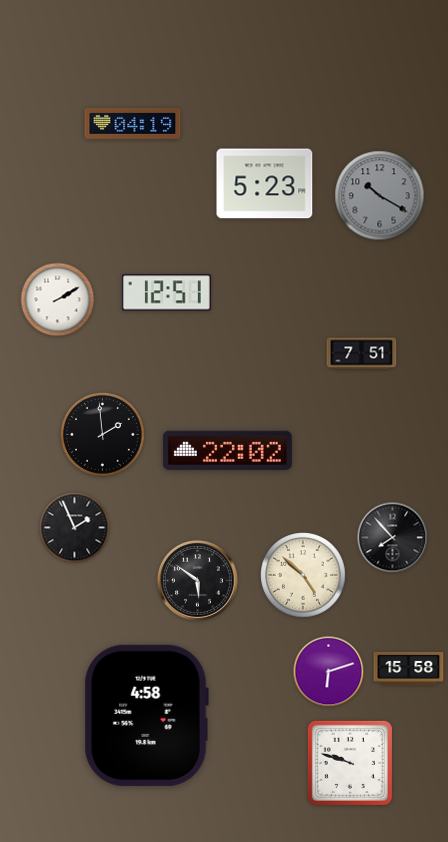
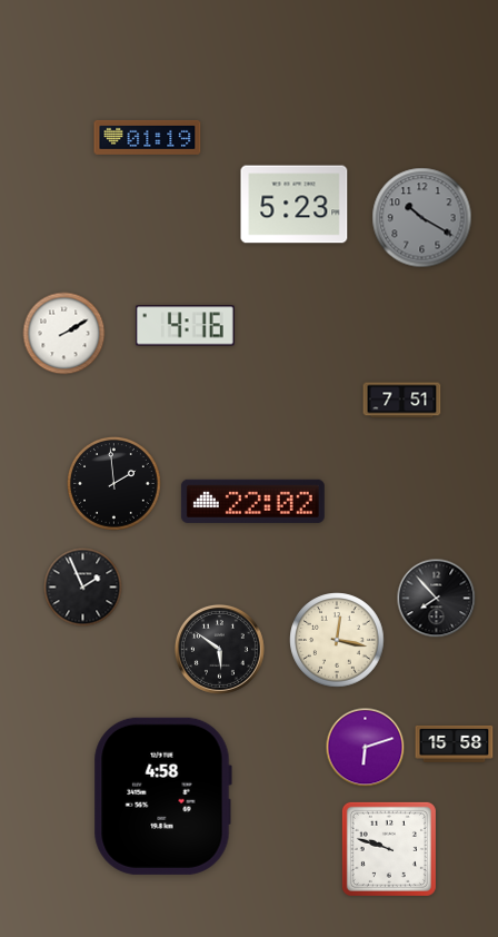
clock at (133, 123): 04:19 -> 01:19
clock at (166, 293): 12:51 -> 4:16
clock at (362, 354) position: (362, 354) -> (402, 401)
clock at (303, 575): 4:52 -> 12:17
clock at (197, 580) position: (197, 580) -> (219, 649)
